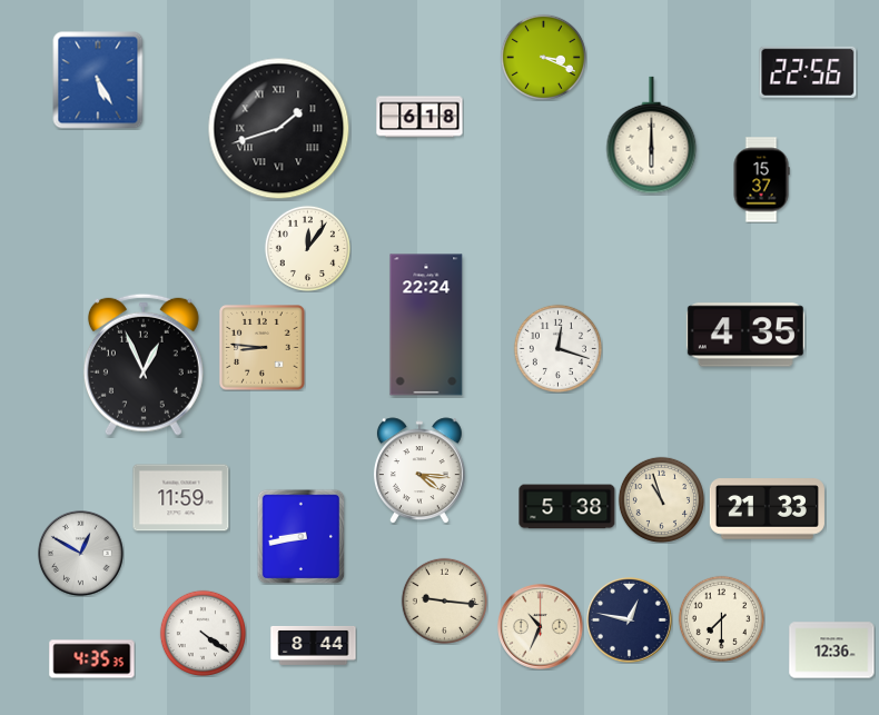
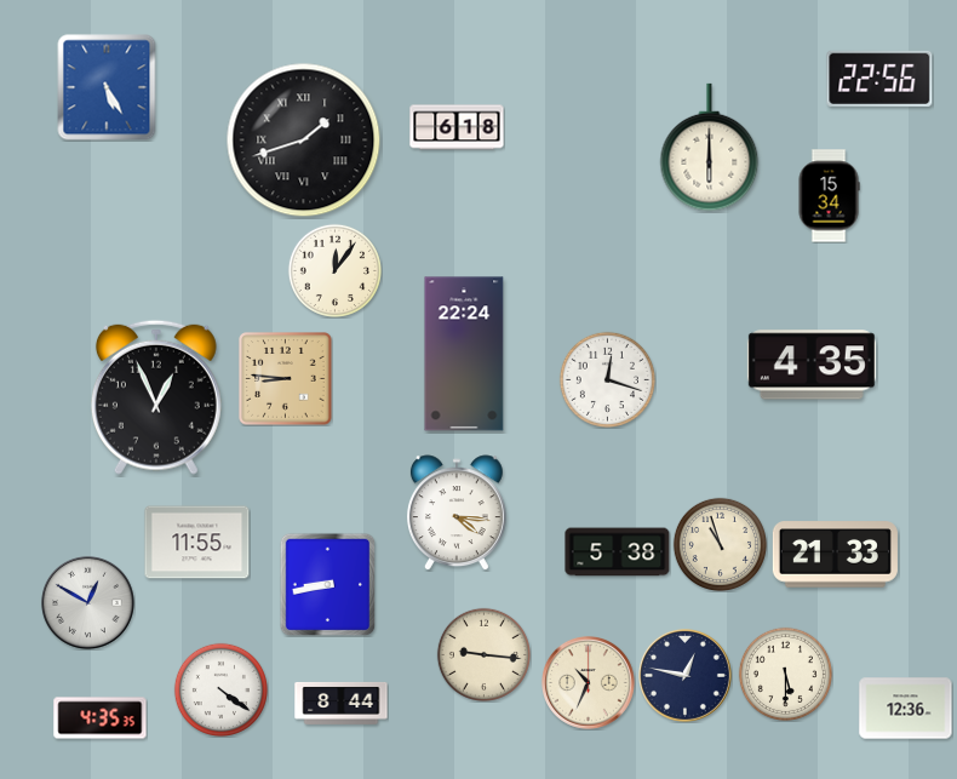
clock at (543, 57): 3:19 -> none
clock at (761, 180): 15:37 -> 15:34
clock at (181, 498): 11:59 -> 11:55
clock at (721, 618): 7:30 -> 5:30
